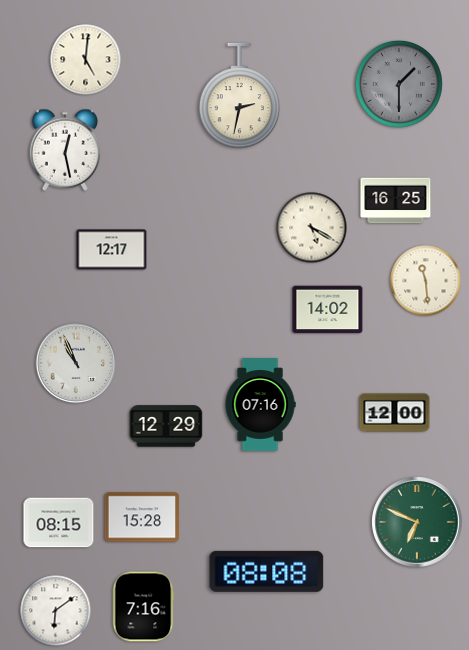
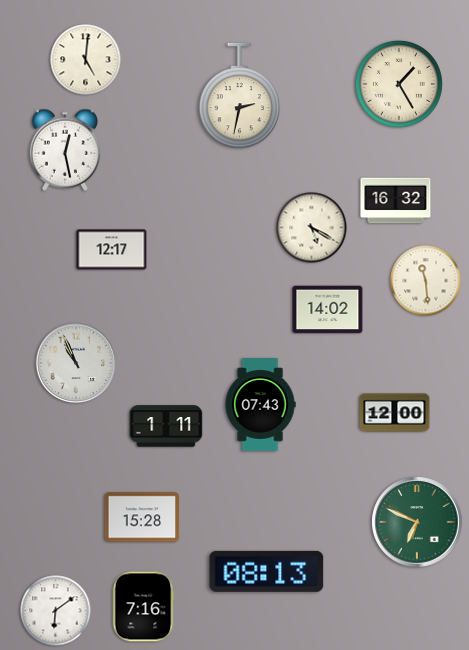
clock at (399, 84): 1:30 -> 1:25
clock at (399, 84) dial: grey -> cream
clock at (396, 201): 16:25 -> 16:32
clock at (260, 405): 07:16 -> 07:43
clock at (166, 426): 12:29 -> 1:11
clock at (59, 523): 08:15 -> none
clock at (267, 571): 08:08 -> 08:13
